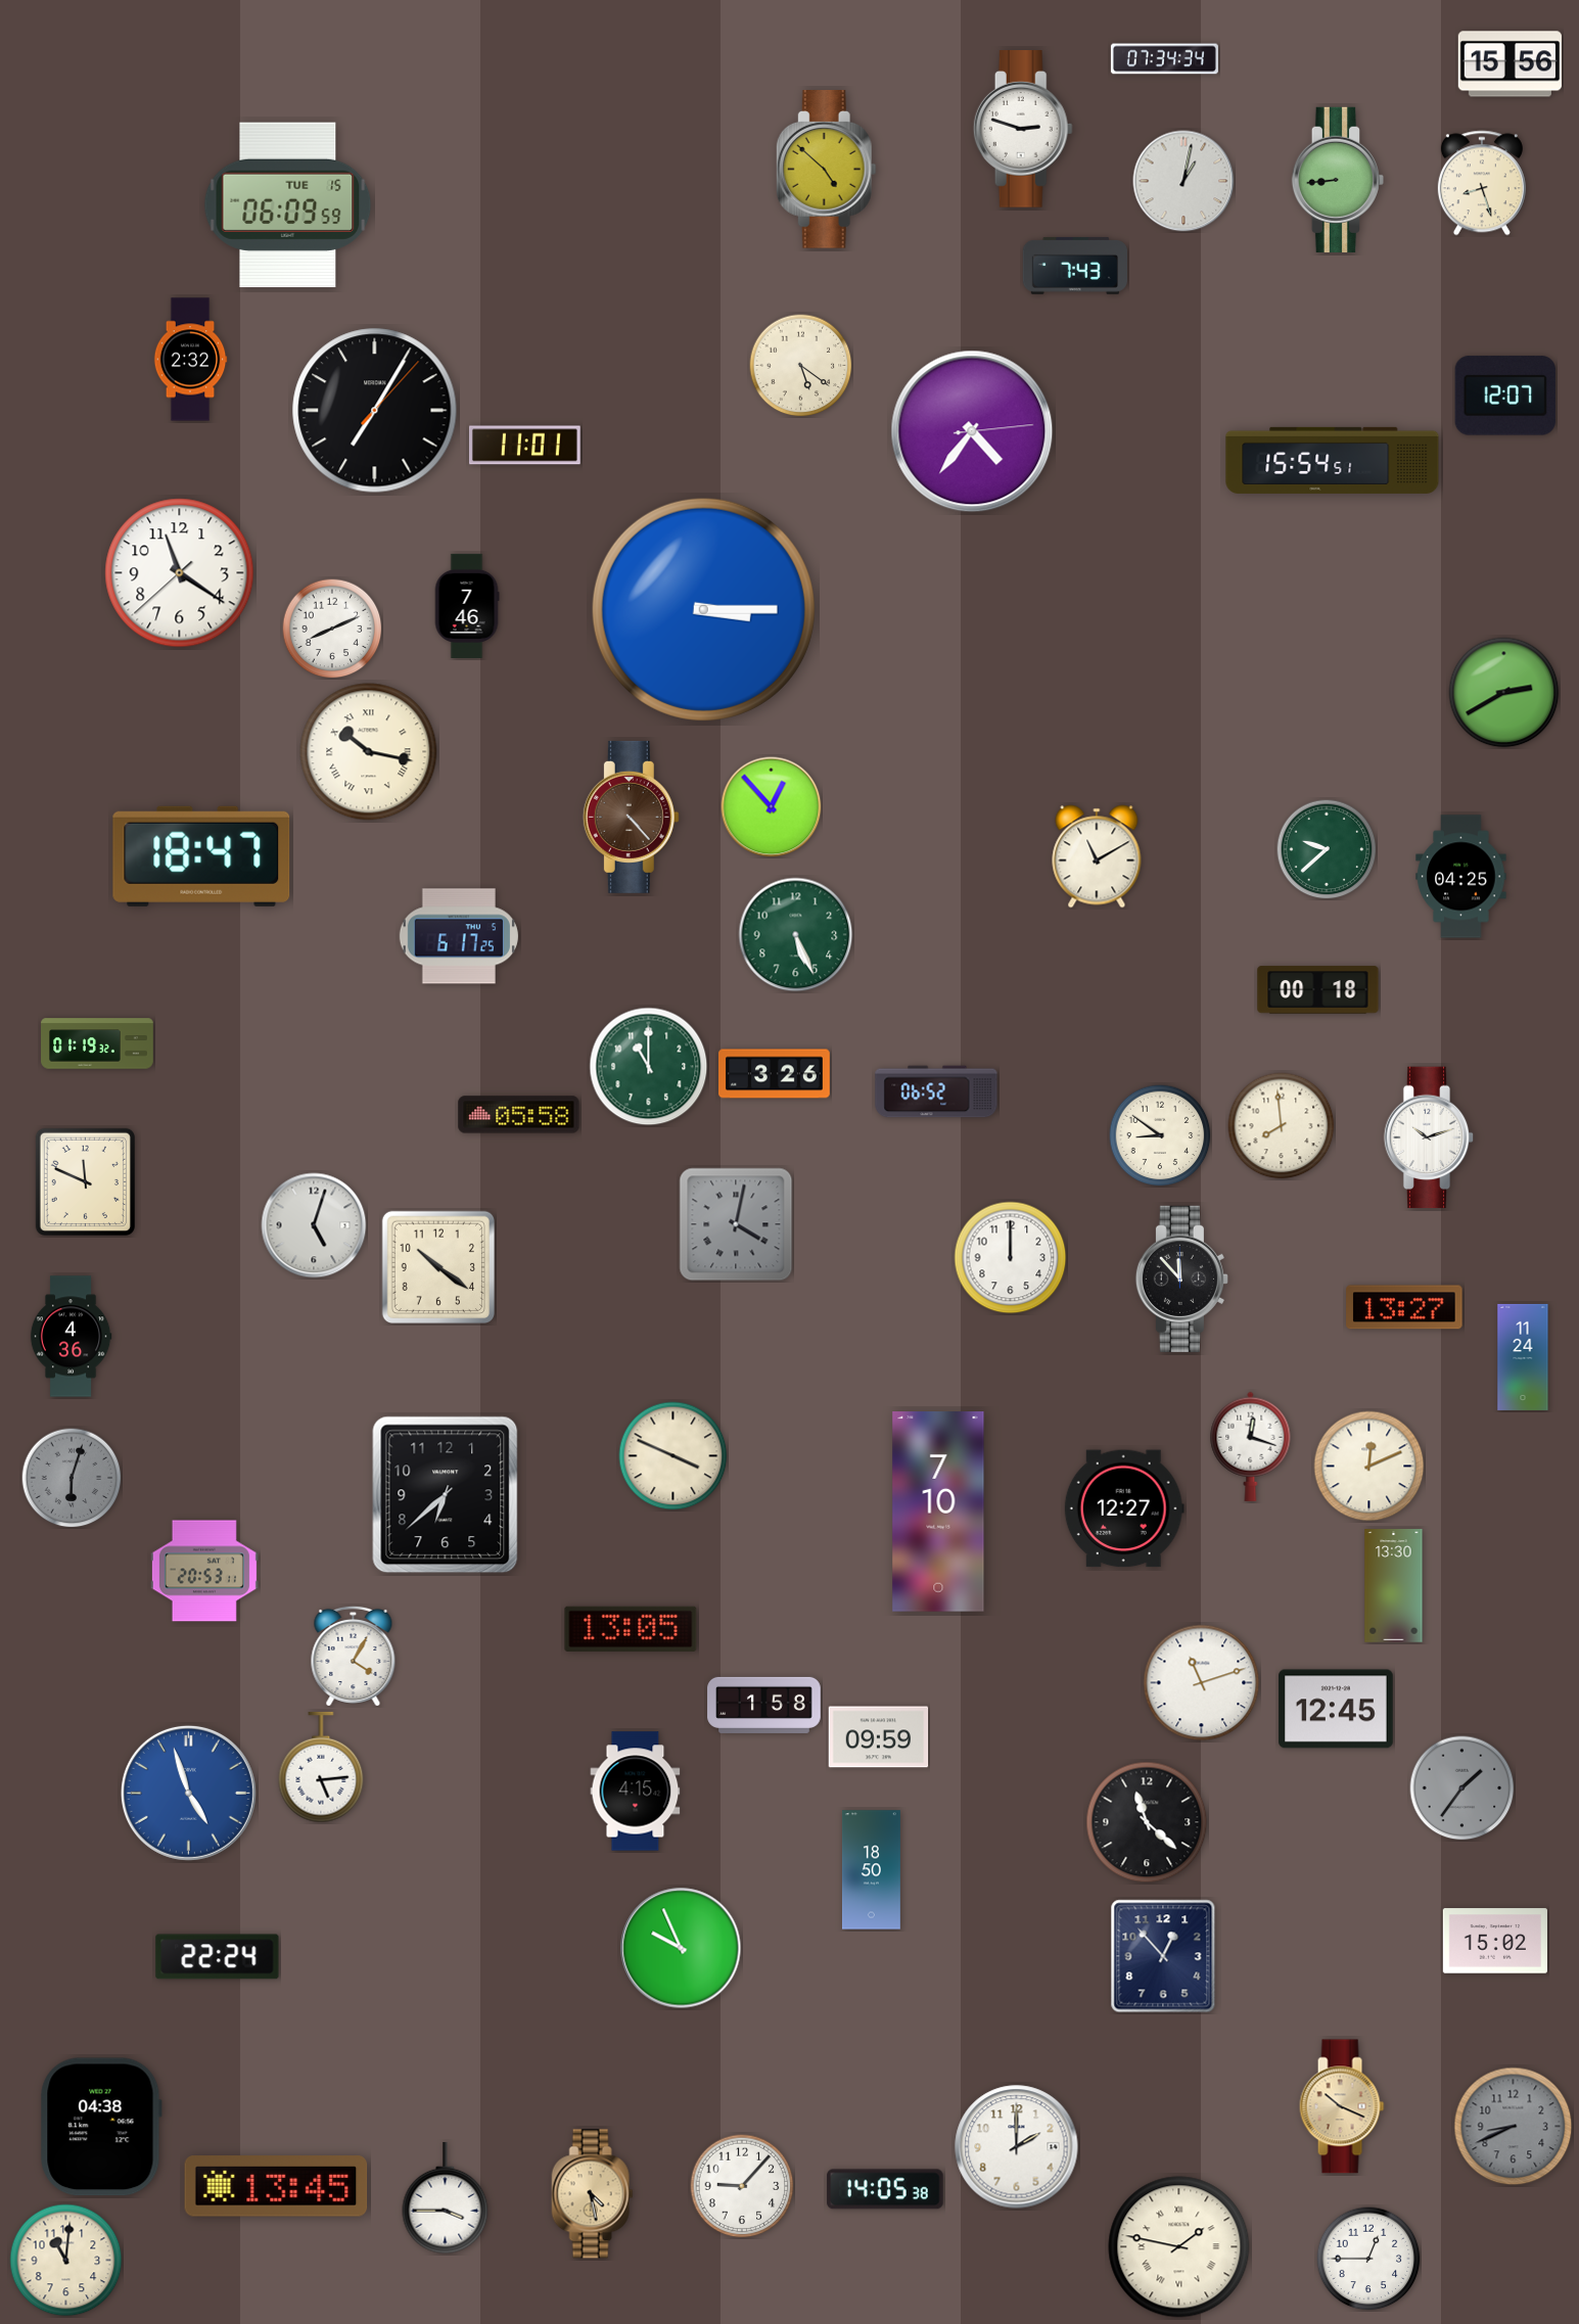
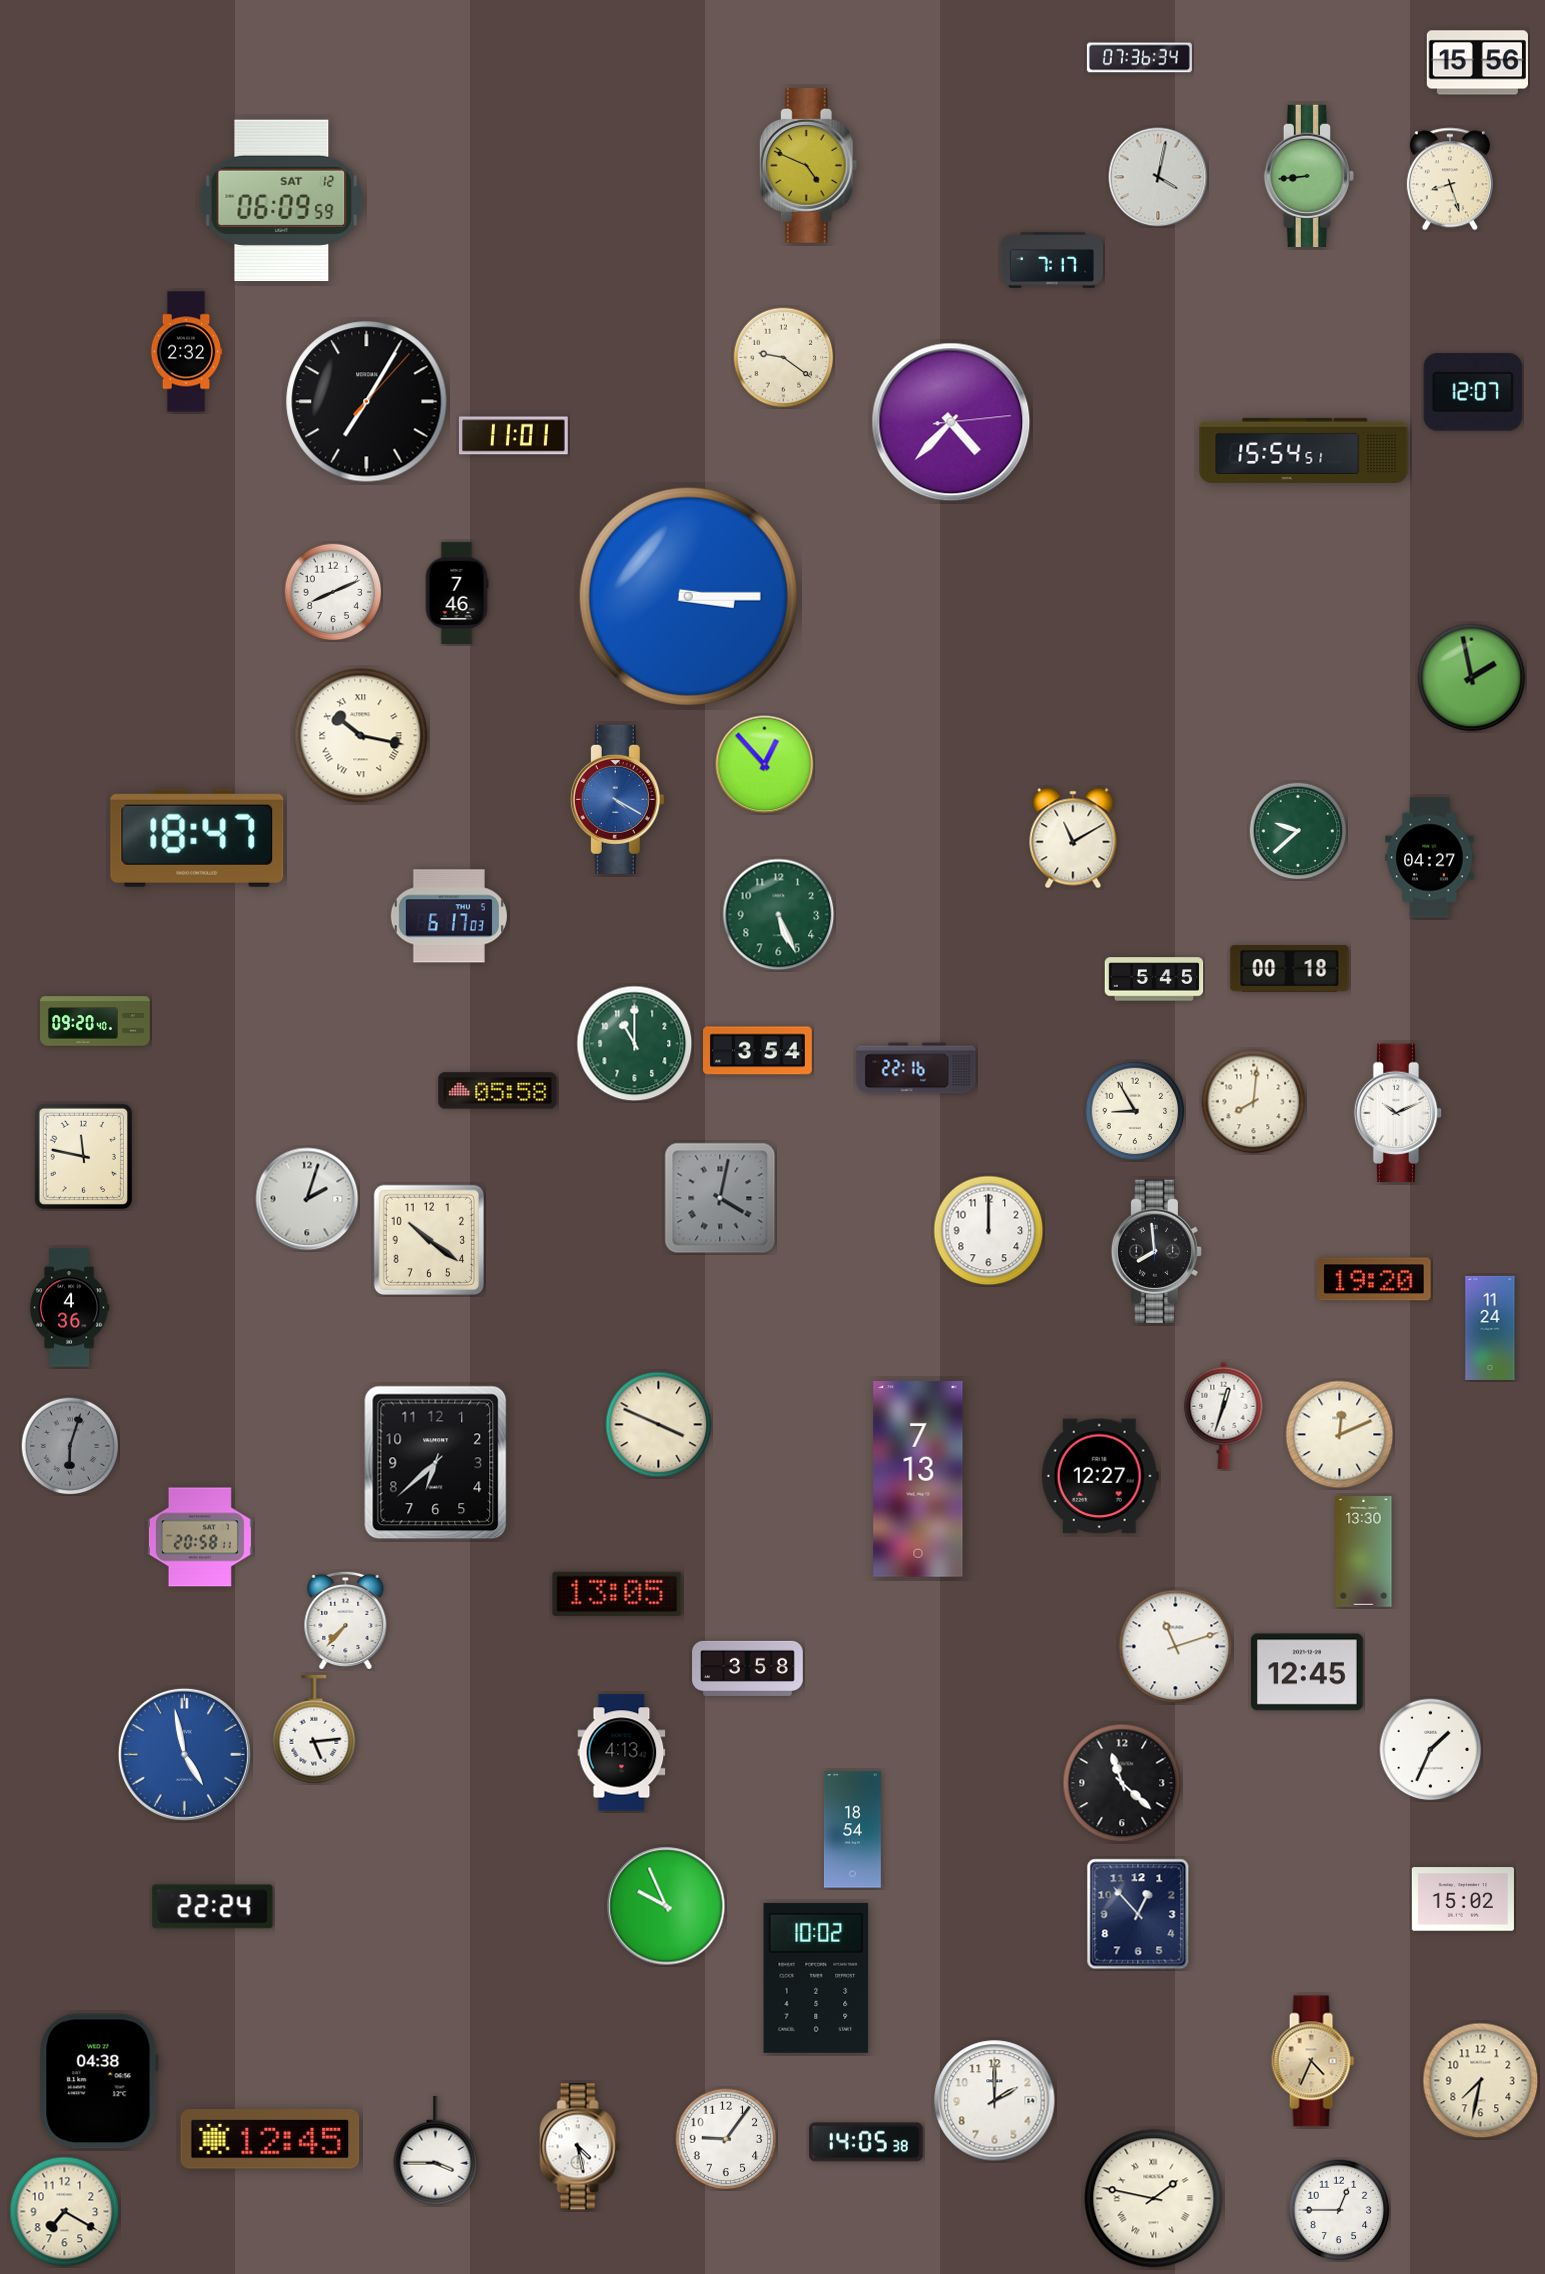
clock at (1164, 59): 07:34 -> 07:36
clock at (1023, 130): 2:48 -> none
clock at (826, 170): 4:52 -> 4:49
clock at (1183, 181): 1:02 -> 4:02
clock at (288, 205) date: TUE 15 -> SAT 12
clock at (1075, 266): 7:43 -> 7:17
clock at (801, 366): 5:21 -> 9:21
clock at (1504, 396) position: (1504, 396) -> (1472, 392)
clock at (972, 431): 4:36 -> 4:37
clock at (180, 573): 11:20 -> none
clock at (332, 629) position: (332, 629) -> (333, 592)
clock at (1504, 693): 2:40 -> 1:58
clock at (772, 807) position: (772, 807) -> (765, 765)
clock at (631, 817): 4:23 -> 4:20
clock at (631, 817) dial: brown -> blue
clock at (1461, 877): 04:25 -> 04:27
clock at (459, 936): 6:17:25 -> 6:17:03
clock at (1154, 979): none -> 5:45
clock at (97, 1043): 01:19 -> 09:20
clock at (775, 1074): 3:26 -> 3:54
clock at (936, 1091): 06:52 -> 22:16
clock at (519, 1115) position: (519, 1115) -> (498, 1091)
clock at (1282, 1126): 7:59 -> 8:01
clock at (1160, 1135): 8:51 -> 8:55
clock at (1429, 1137): 10:12 -> 10:11
clock at (85, 1181): 11:49 -> 11:47
clock at (314, 1225): 5:03 -> 2:03
clock at (1181, 1279): 11:53 -> 7:59
clock at (1404, 1307): 13:27 -> 19:20
clock at (1251, 1446): 12:18 -> 12:33
clock at (938, 1513): 7:10 -> 7:13
clock at (204, 1571): 20:53 -> 20:58
clock at (354, 1656): 4:05 -> 7:37
clock at (764, 1705): 1:58 -> 3:58
clock at (879, 1737): 09:59 -> none
clock at (1462, 1788): 1:36 -> 1:34
clock at (1462, 1788) dial: grey -> white
clock at (636, 1792): 4:15 -> 4:13
clock at (188, 1793): 4:57 -> 4:58
clock at (871, 1870): 18:50 -> 18:54
clock at (218, 1957) position: (218, 1957) -> (213, 1907)
clock at (816, 1978): none -> 10:02
clock at (1342, 2106): 10:19 -> 4:34
clock at (1514, 2127): 8:41 -> 7:32
clock at (1514, 2127) dial: grey -> cream
clock at (276, 2186): 13:45 -> 12:45
clock at (742, 2186): 9:07 -> 9:06
clock at (593, 2194) dial: champagne -> white
clock at (66, 2261): 11:01 -> 7:20
